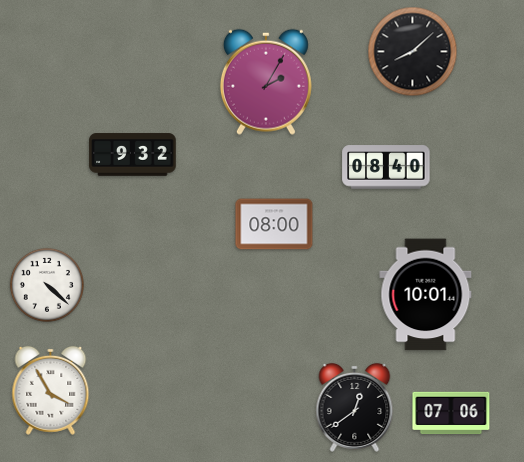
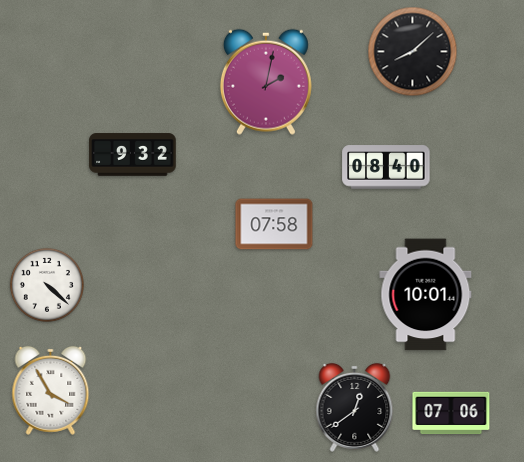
clock at (266, 82): 2:05 -> 2:02
clock at (274, 224): 08:00 -> 07:58
